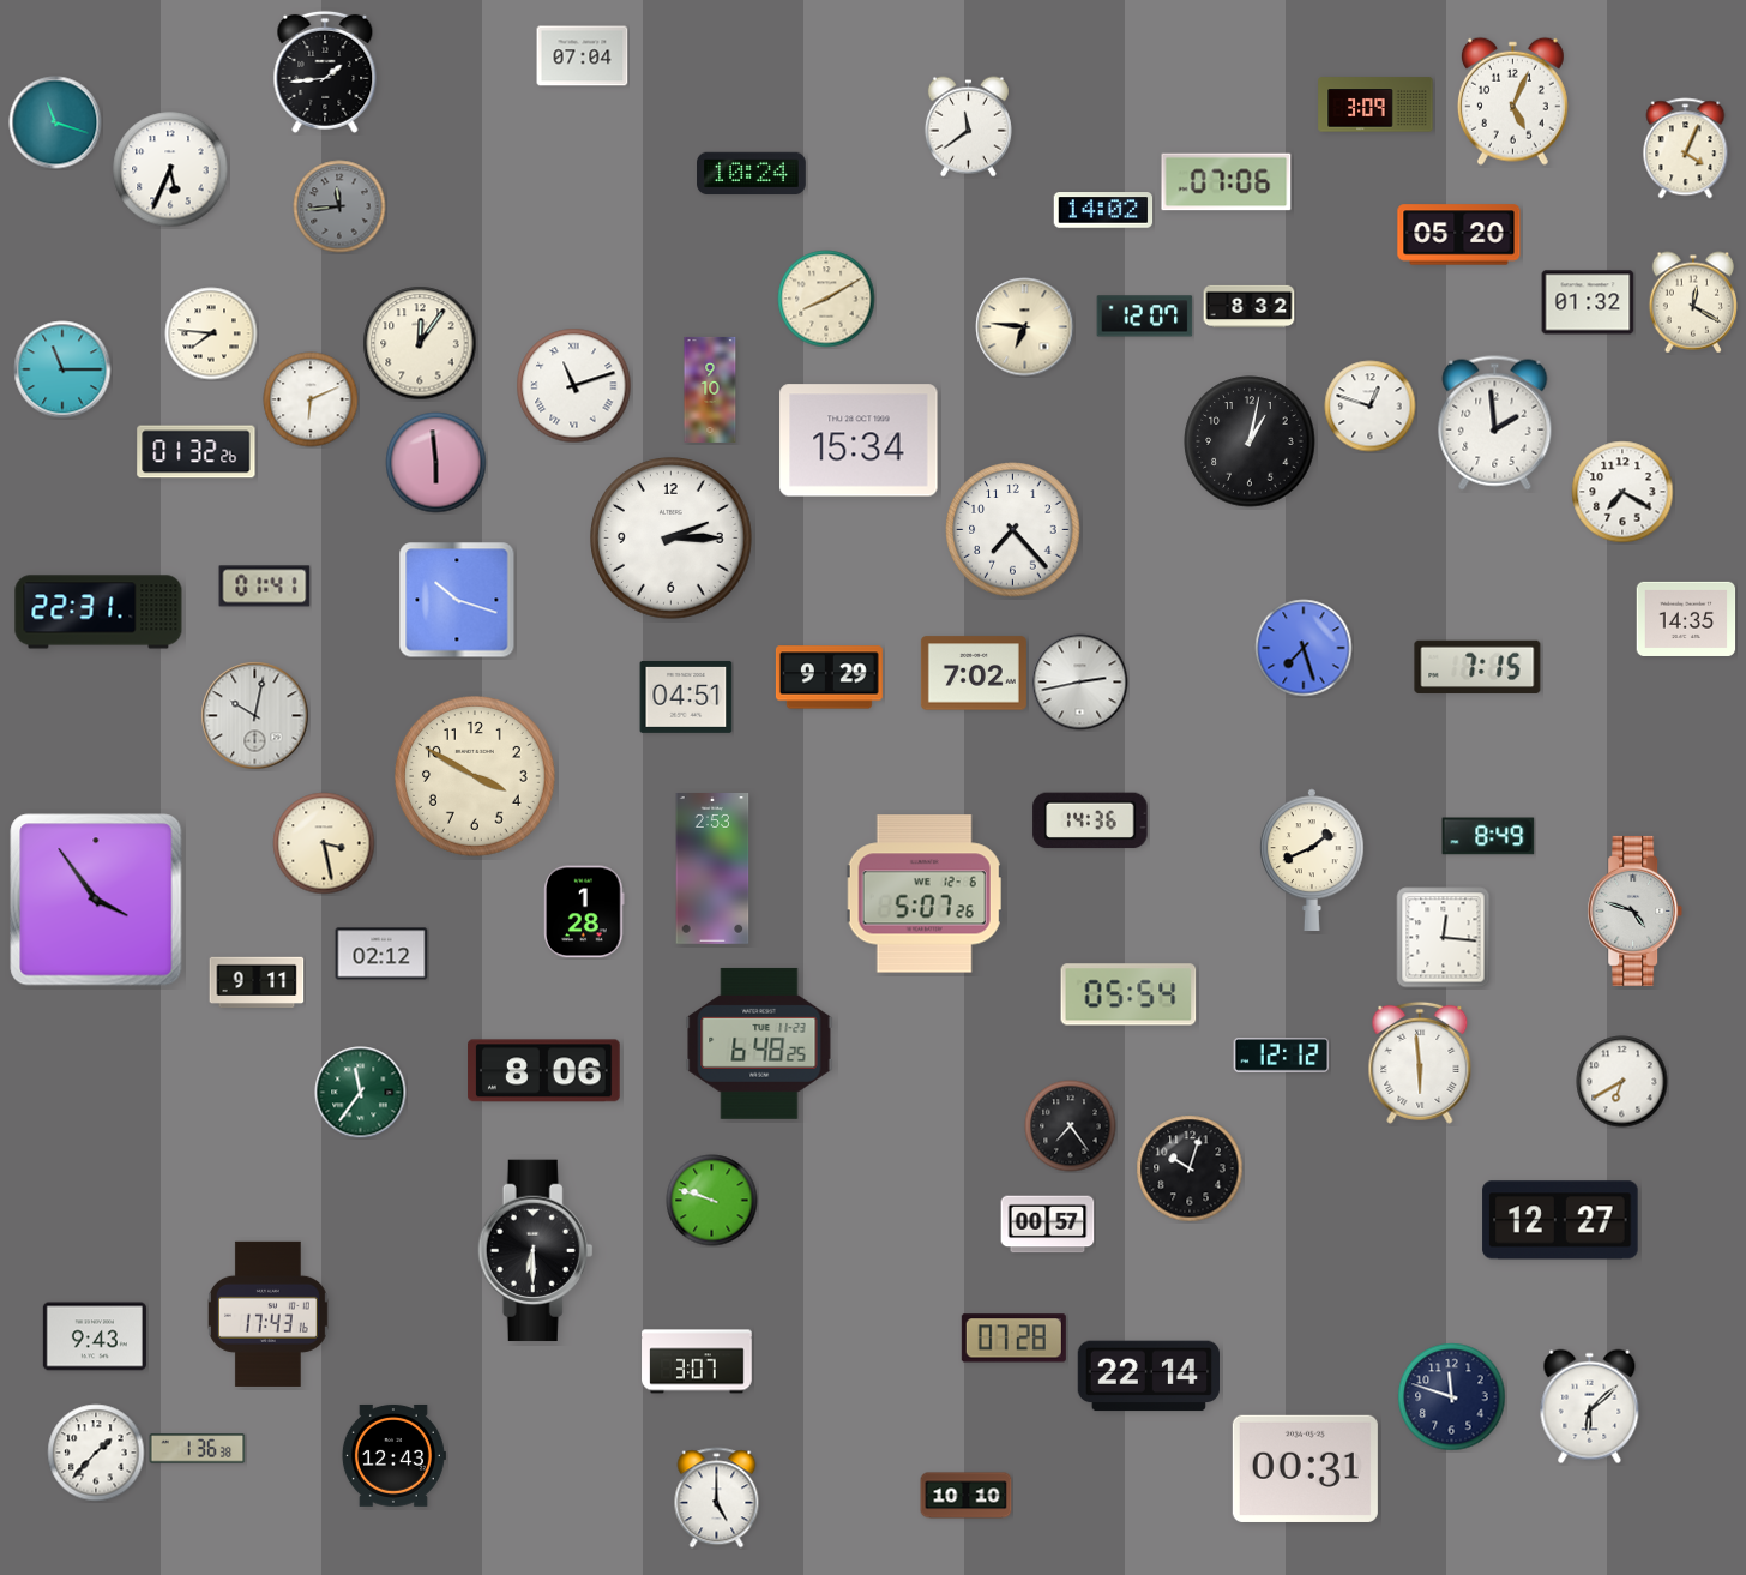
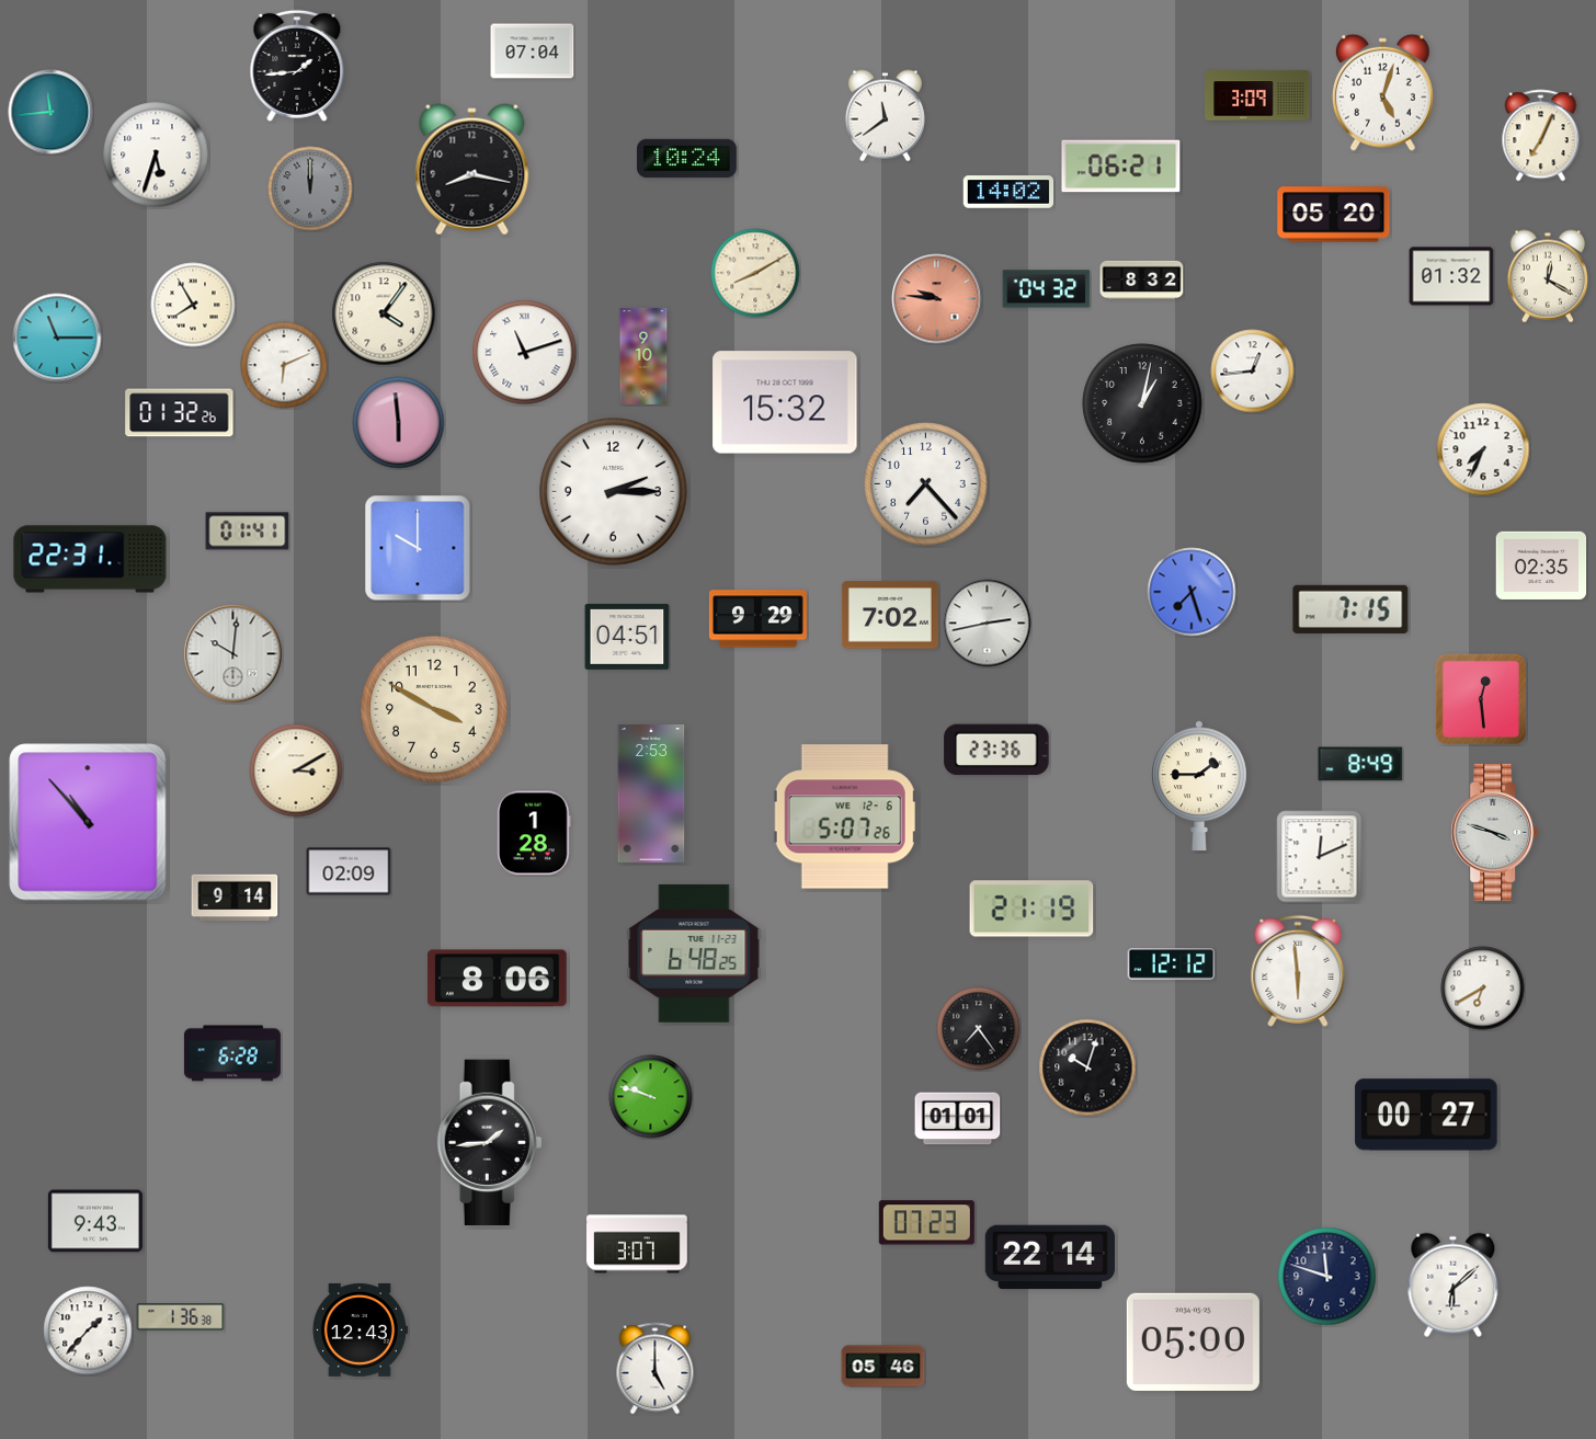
clock at (1512, 101): 5:04 -> 5:03
clock at (55, 122): 11:18 -> 11:44
clock at (1686, 149): 4:04 -> 7:04
clock at (170, 169): 5:34 -> 5:33
clock at (1227, 182): 07:06 -> 06:21
clock at (472, 170): none -> 8:17
clock at (339, 206): 11:44 -> 12:00
clock at (1145, 317): 12:07 -> 04:32
clock at (1025, 327): 6:46 -> 9:46
clock at (1025, 327) dial: cream -> salmon
clock at (211, 333): 7:46 -> 7:55
clock at (420, 343): 12:06 -> 4:06
clock at (710, 390) position: (710, 390) -> (643, 356)
clock at (1371, 407): 12:48 -> 12:44
clock at (1495, 423): 1:59 -> none
clock at (859, 440): 15:34 -> 15:32
clock at (1622, 492): 7:20 -> 7:34
clock at (265, 587) position: (265, 587) -> (248, 532)
clock at (457, 600): 10:18 -> 10:00
clock at (1686, 619): 14:35 -> 02:35
clock at (255, 716): 10:02 -> 10:01
clock at (1481, 699): none -> 12:29
clock at (1090, 820): 14:36 -> 23:36
clock at (324, 843): 3:28 -> 3:10
clock at (1312, 859): 1:41 -> 1:45
clock at (96, 900): 3:54 -> 10:53
clock at (1636, 910): 4:48 -> 3:48
clock at (1444, 938): 12:16 -> 12:11
clock at (381, 954): 02:12 -> 02:09
clock at (257, 982): 9:11 -> 9:14
clock at (1128, 994): 05:54 -> 21:19
clock at (361, 1093): 11:36 -> none
clock at (232, 1053): none -> 6:28
clock at (1560, 1220): 12:27 -> 00:27
clock at (1048, 1225): 00:57 -> 01:01
clock at (536, 1251): 6:30 -> 1:44
clock at (269, 1313): 17:43 -> none
clock at (95, 1336) position: (95, 1336) -> (95, 1221)
clock at (1013, 1339): 07:28 -> 07:23
clock at (198, 1449) position: (198, 1449) -> (181, 1317)
clock at (96, 1453) position: (96, 1453) -> (88, 1330)
clock at (1305, 1468): 00:31 -> 05:00
clock at (967, 1496): 10:10 -> 05:46
